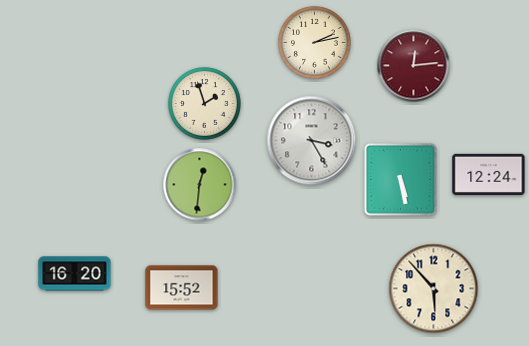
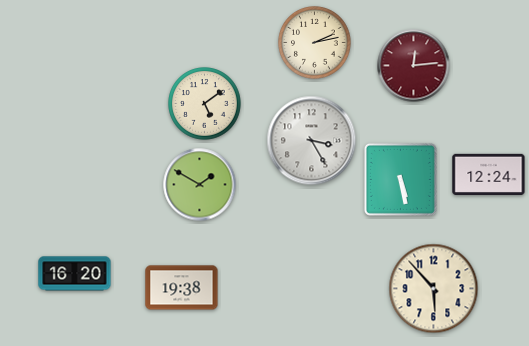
clock at (205, 104): 1:57 -> 5:09
clock at (200, 185): 12:31 -> 1:50
clock at (182, 288): 15:52 -> 19:38
